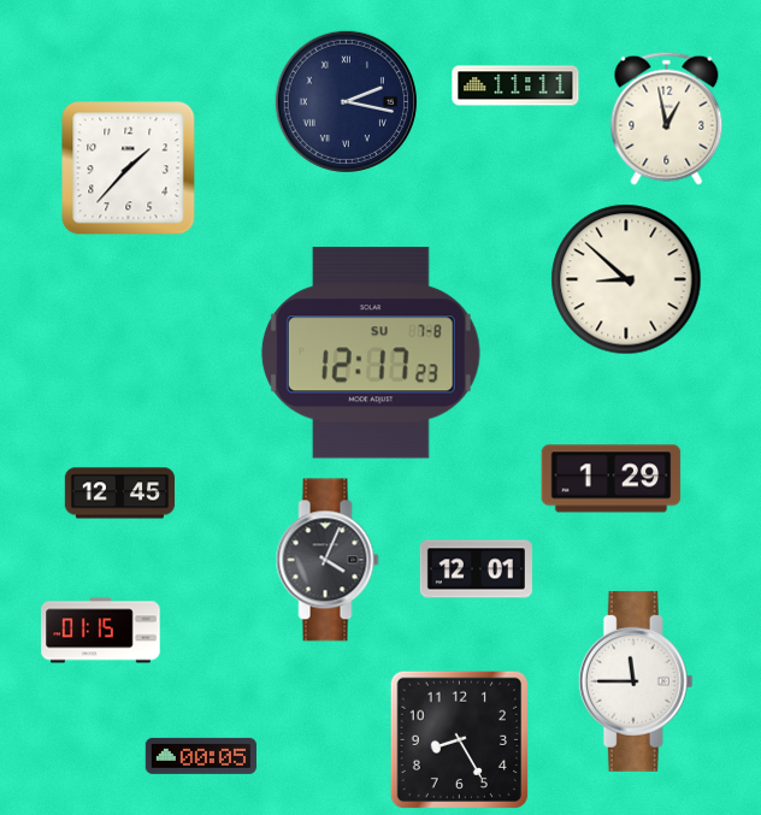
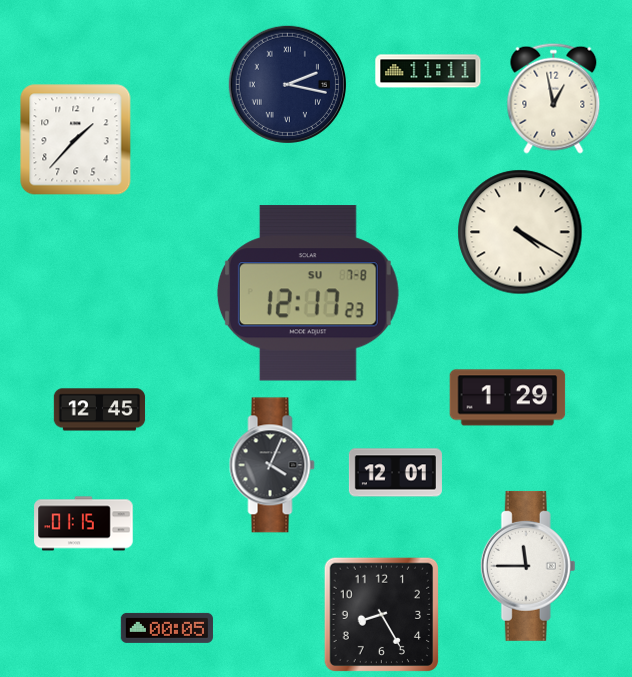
clock at (129, 169) position: (129, 169) -> (76, 140)
clock at (626, 279): 8:52 -> 4:20
